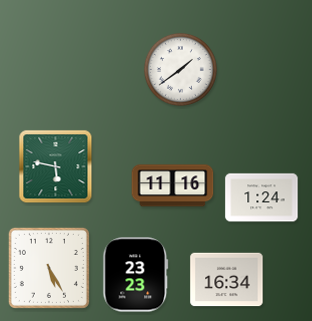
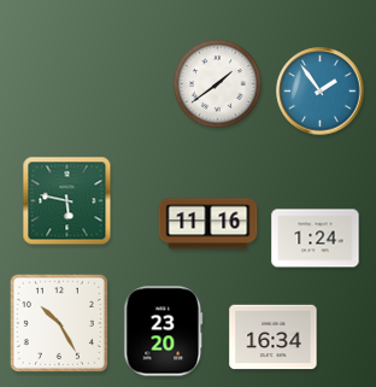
clock at (321, 92): none -> 1:54
clock at (49, 268): 5:25 -> 10:25
clock at (136, 275): 23:23 -> 23:20
